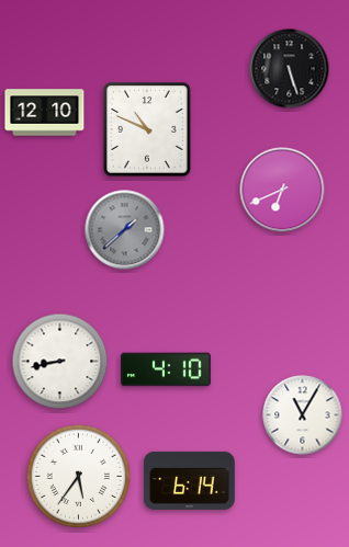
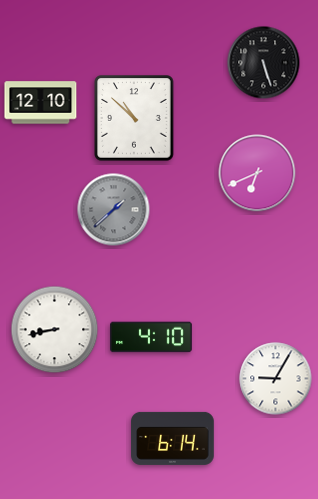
clock at (147, 129): 10:49 -> 10:52
clock at (303, 415): 11:05 -> 9:05
clock at (79, 477): 5:36 -> none
